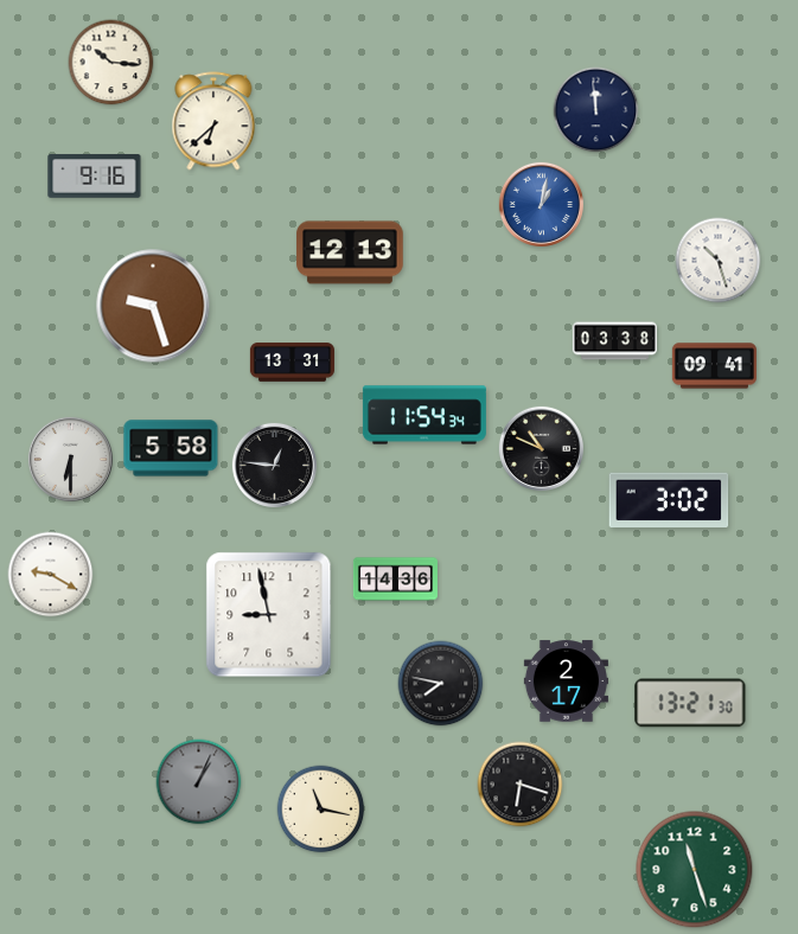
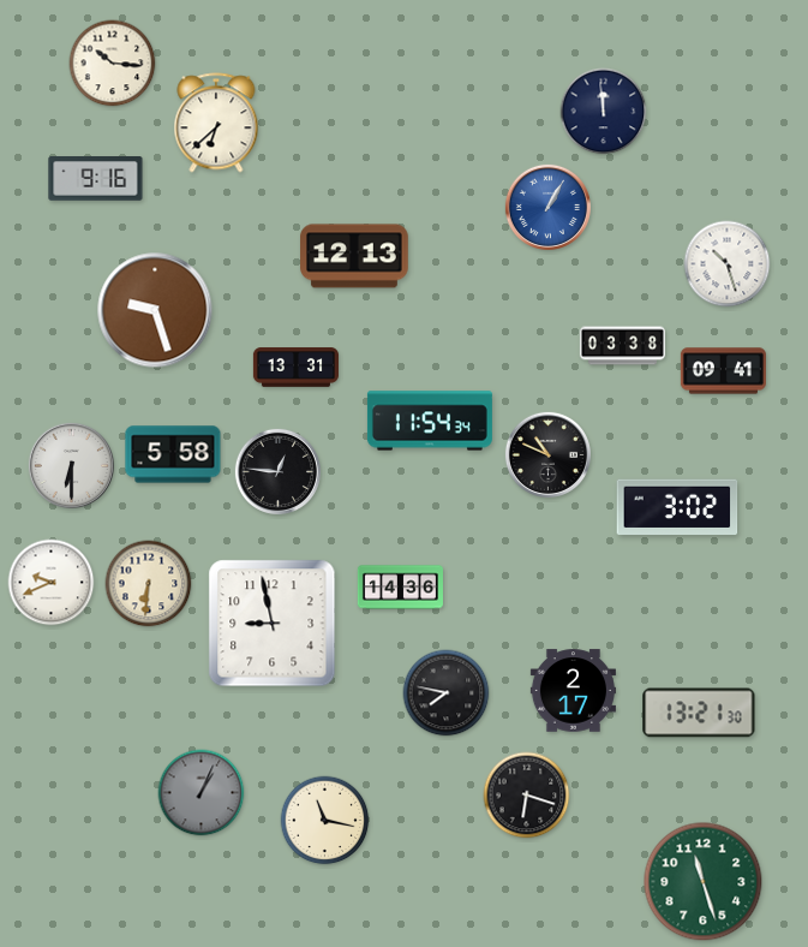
clock at (541, 204): 1:02 -> 1:05
clock at (51, 575): 9:20 -> 9:41
clock at (149, 584): none -> 6:31
